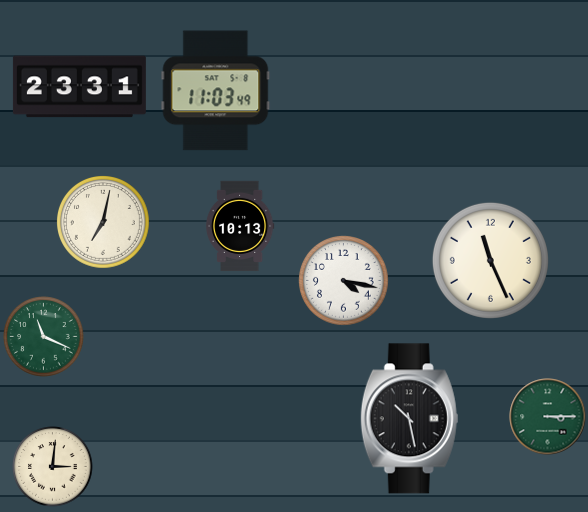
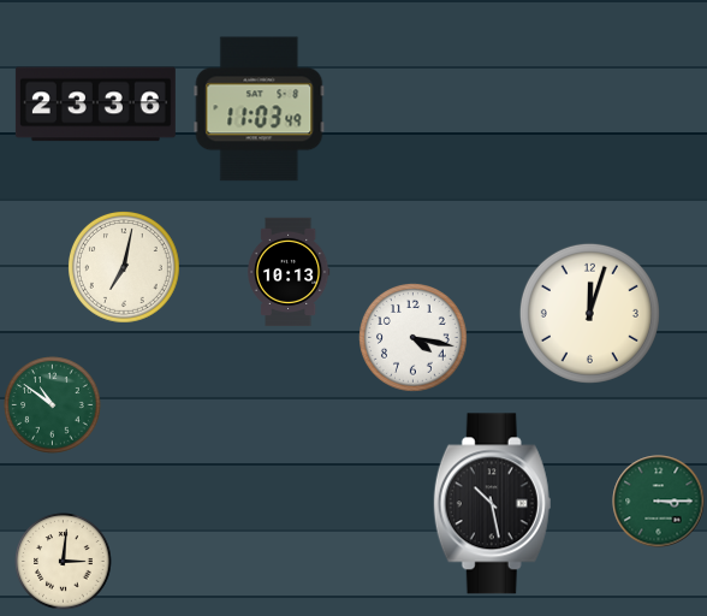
clock at (79, 87): 23:31 -> 23:36
clock at (490, 260): 11:26 -> 12:03
clock at (44, 337): 11:19 -> 10:51
